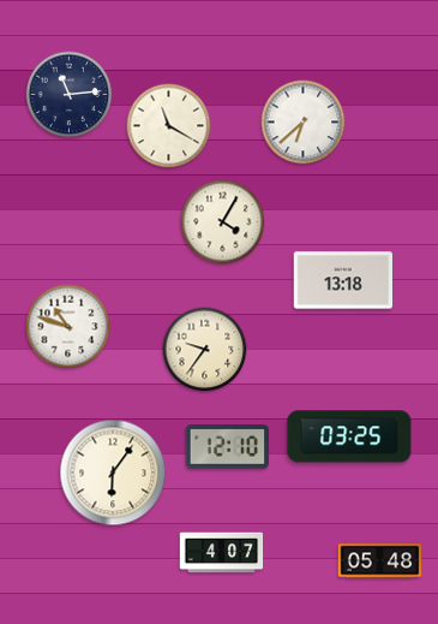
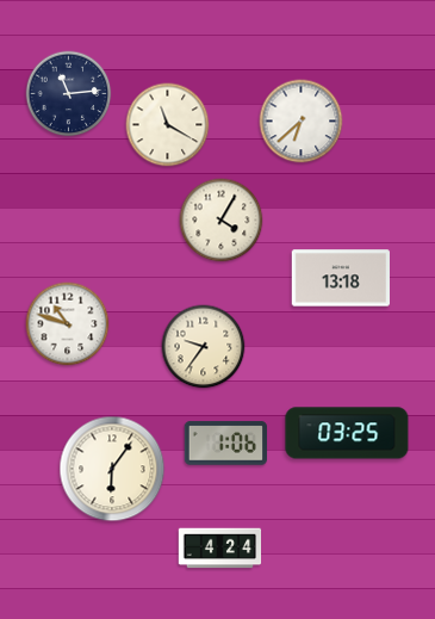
clock at (228, 447): 12:10 -> 1:06
clock at (222, 553): 4:07 -> 4:24
clock at (380, 561): 05:48 -> none
